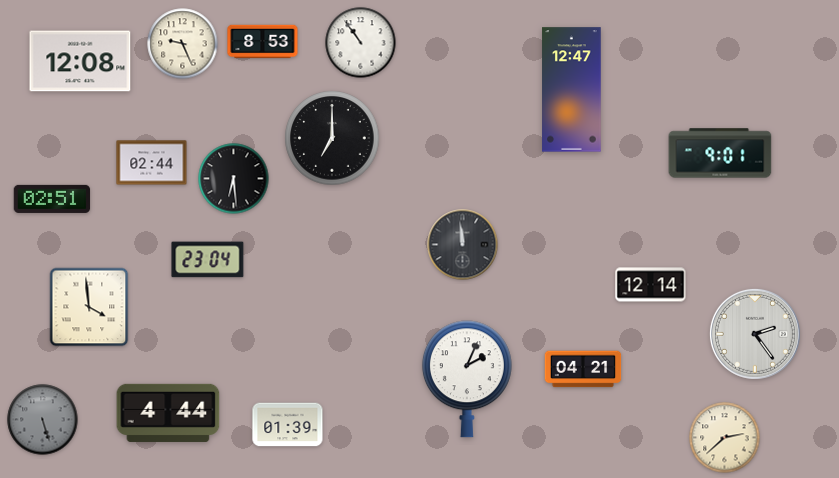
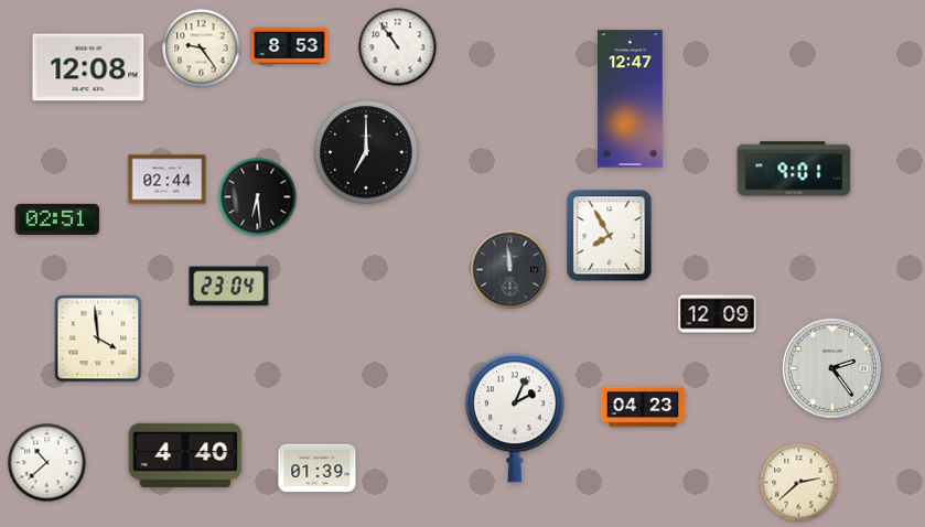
clock at (183, 44): 9:26 -> 9:24
clock at (610, 236): none -> 7:55
clock at (651, 285): 12:14 -> 12:09
clock at (583, 369): 04:21 -> 04:23
clock at (168, 413): 4:44 -> 4:40
clock at (43, 420): 5:27 -> 10:38
clock at (43, 420) dial: grey -> white
